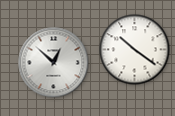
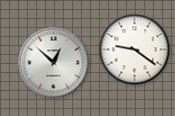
clock at (135, 50): 10:21 -> 9:21
